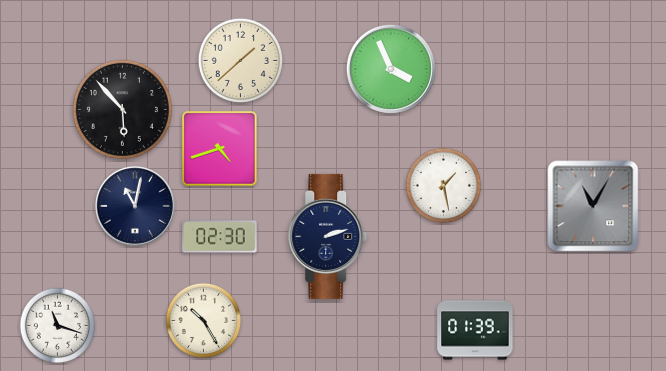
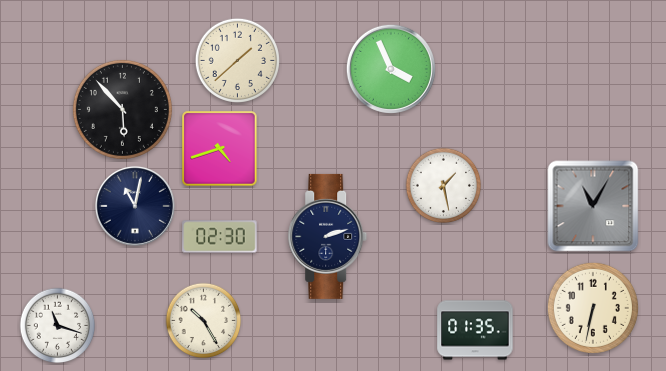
clock at (240, 60) position: (240, 60) -> (237, 60)
clock at (593, 308): none -> 6:32
clock at (475, 330): 01:39 -> 01:35
